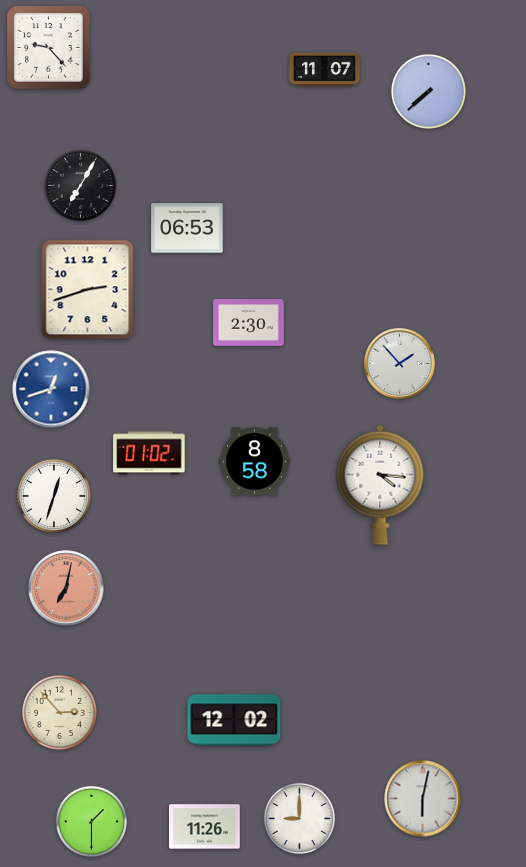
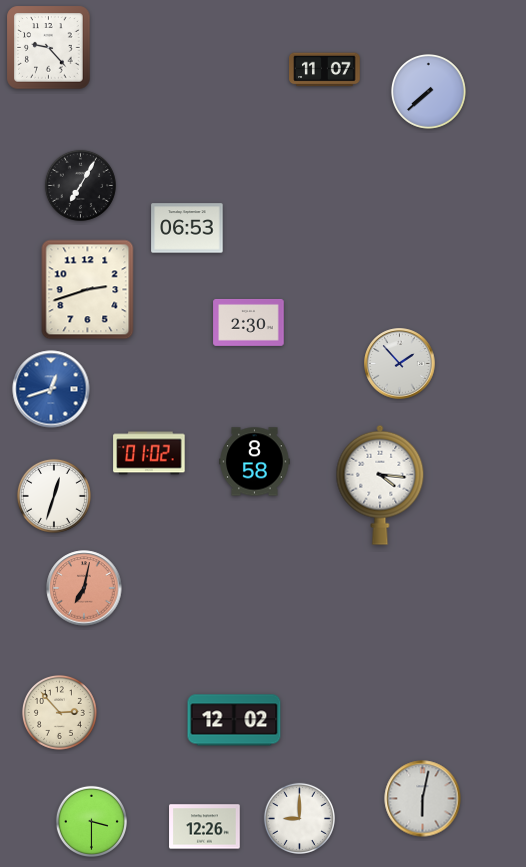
clock at (66, 588) position: (66, 588) -> (84, 588)
clock at (91, 821): 1:30 -> 3:30
clock at (205, 827): 11:26 -> 12:26
